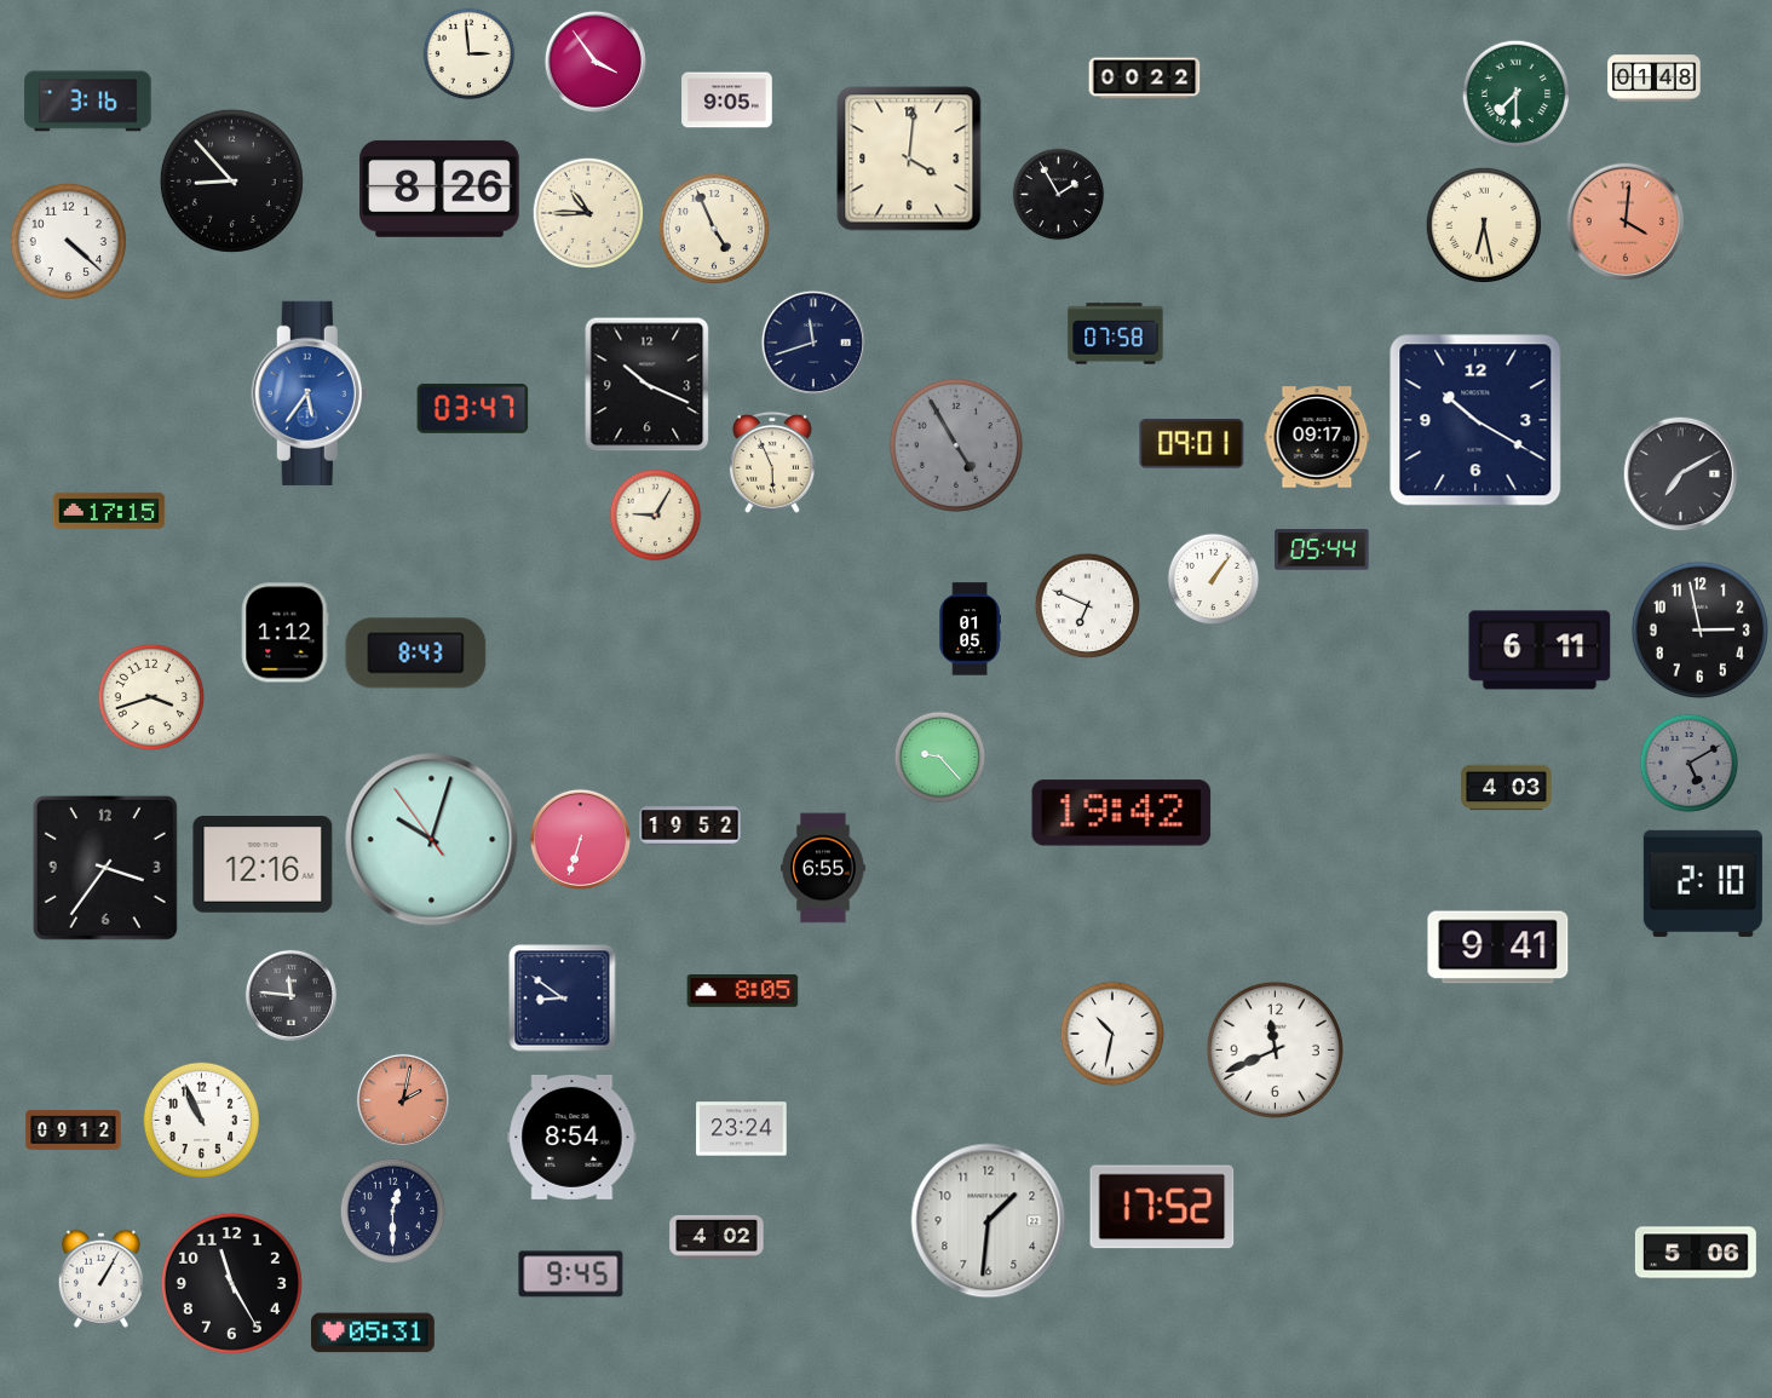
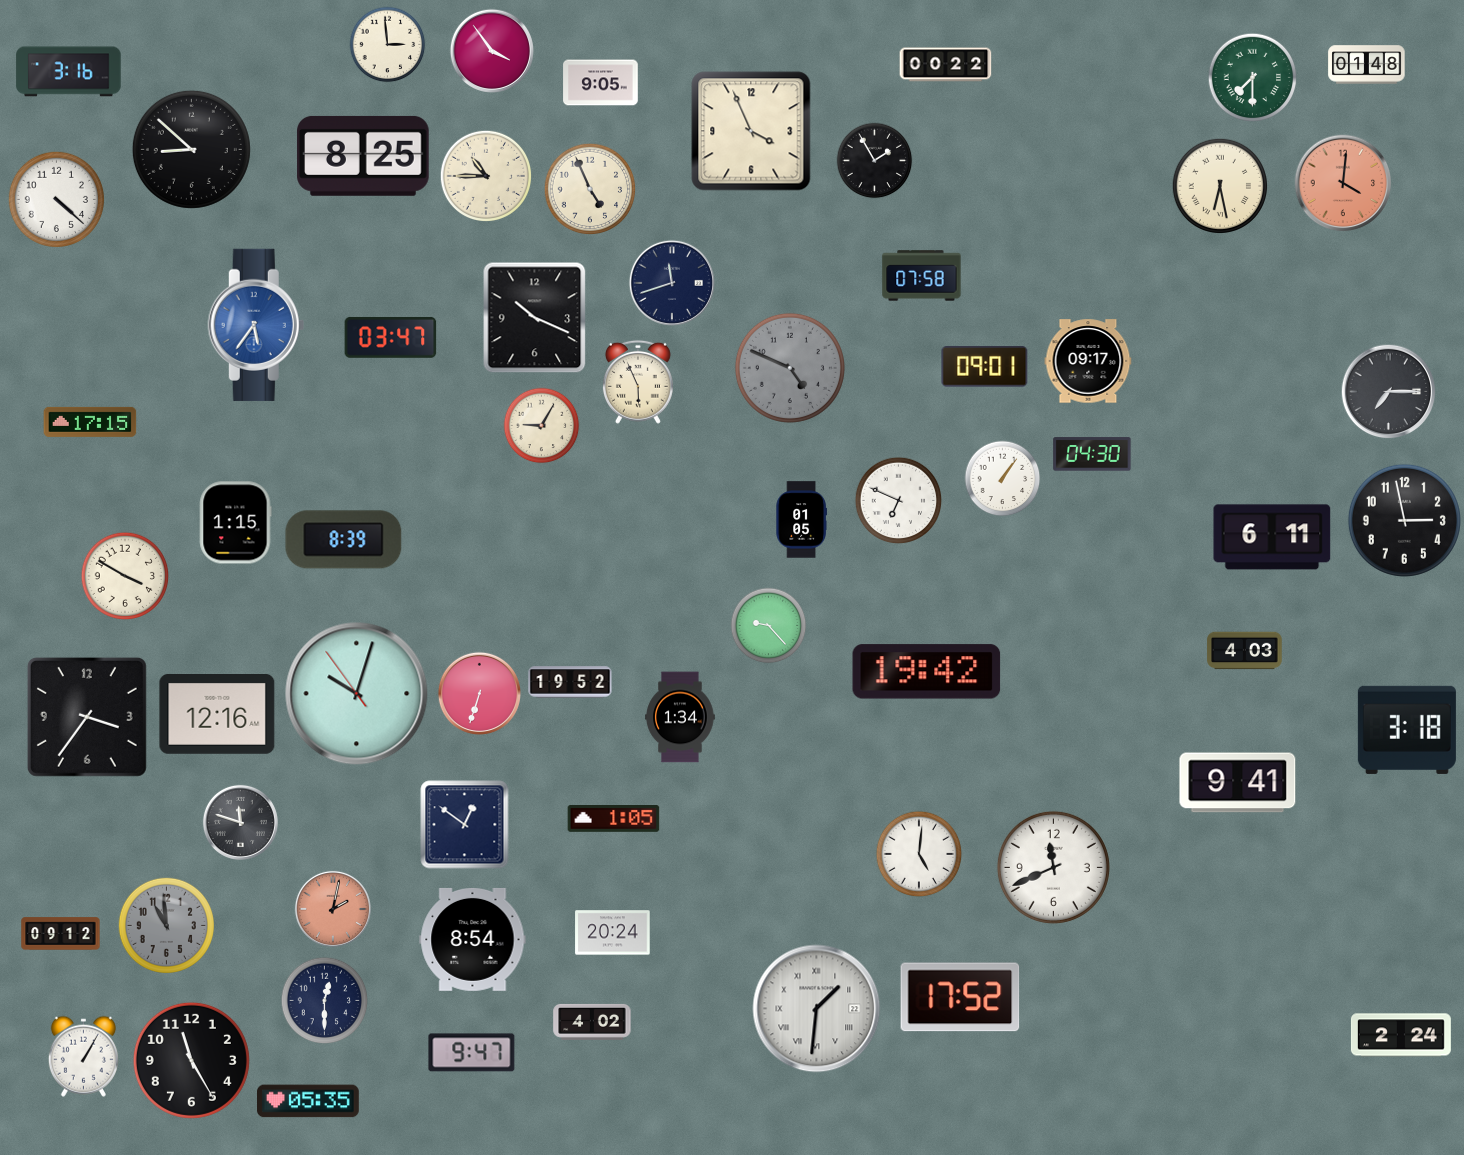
clock at (88, 102) position: (88, 102) -> (69, 72)
clock at (909, 159): 4:01 -> 3:56
clock at (231, 180): 8:53 -> 8:52
clock at (439, 189): 8:26 -> 8:25
clock at (1483, 224) position: (1483, 224) -> (1219, 185)
clock at (1475, 420): 10:20 -> none
clock at (956, 445): 4:55 -> 4:49
clock at (1681, 474): 7:10 -> 7:15
clock at (1322, 550): 05:44 -> 04:30
clock at (284, 633): 1:12 -> 1:15
clock at (416, 654): 8:43 -> 8:39
clock at (151, 697): 3:42 -> 3:50
clock at (940, 758) position: (940, 758) -> (769, 626)
clock at (1690, 764): 5:10 -> none
clock at (823, 868): 6:55 -> 1:34
clock at (1703, 884): 2:10 -> 3:18
clock at (743, 991): 8:05 -> 1:05
clock at (290, 995): 11:46 -> 11:48
clock at (563, 999): 8:51 -> 12:51
clock at (1112, 1034): 10:32 -> 5:01
clock at (201, 1120): 10:56 -> 10:59
clock at (201, 1120) dial: white -> grey
clock at (742, 1129): 23:24 -> 20:24
clock at (989, 1221) numerals: Arabic -> Roman
clock at (1696, 1253): 5:06 -> 2:24
clock at (571, 1275): 9:45 -> 9:47
clock at (374, 1333): 05:31 -> 05:35
